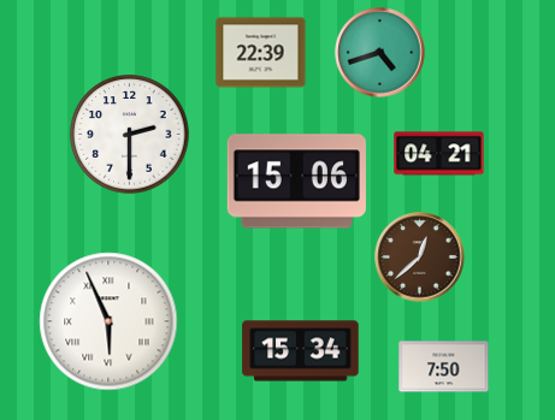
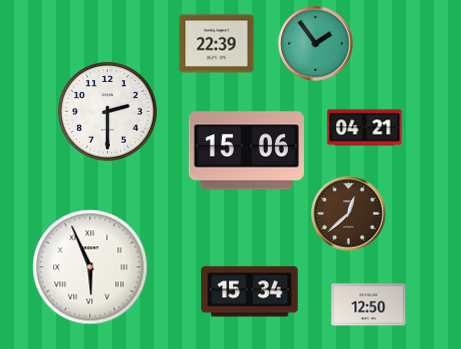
clock at (380, 53): 4:42 -> 1:54
clock at (444, 367): 7:50 -> 12:50
